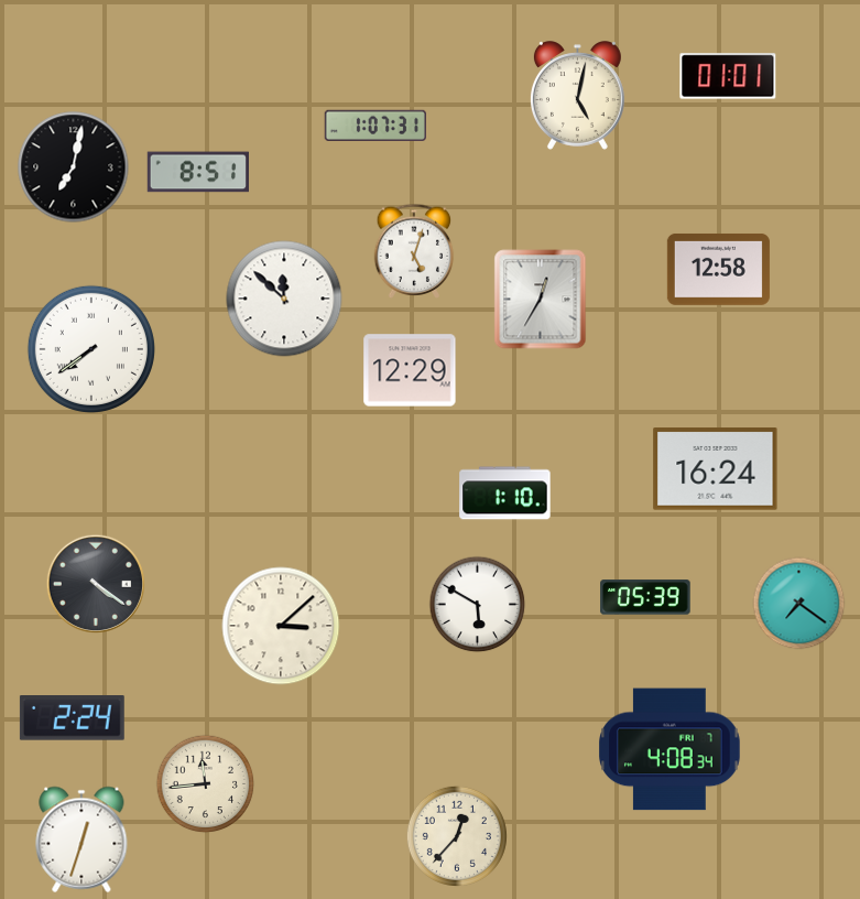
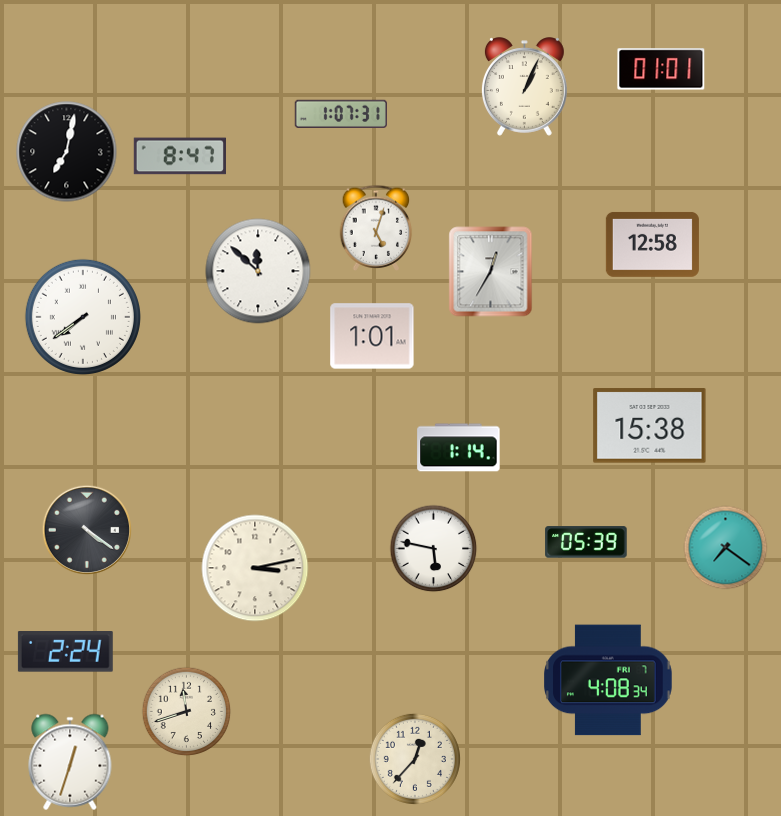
clock at (577, 96): 5:02 -> 1:04
clock at (198, 172): 8:51 -> 8:47
clock at (410, 370): 12:29 -> 1:01
clock at (716, 469): 16:24 -> 15:38
clock at (505, 494): 1:10 -> 1:14
clock at (478, 605): 5:50 -> 5:47
clock at (281, 626): 3:08 -> 3:13
clock at (206, 784): 11:44 -> 11:42
clock at (81, 840) position: (81, 840) -> (70, 762)
